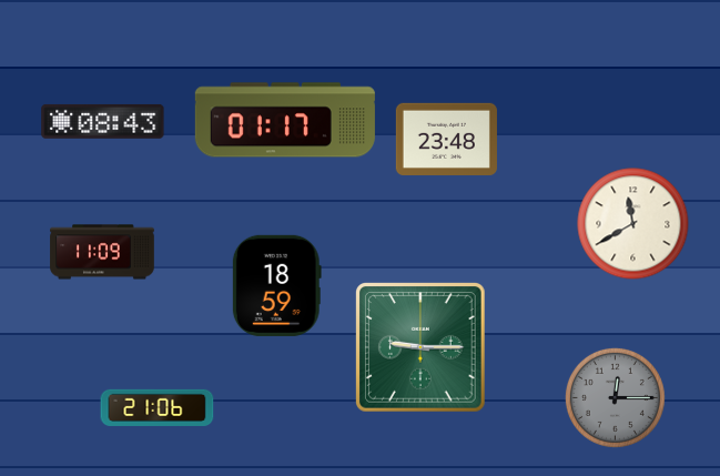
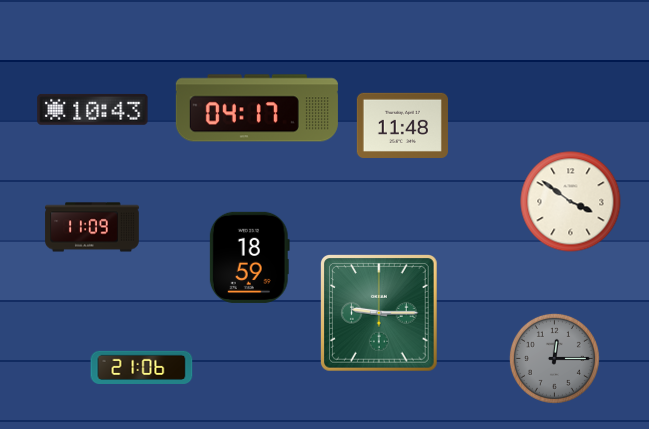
clock at (285, 120): 01:17 -> 04:17
clock at (103, 121): 08:43 -> 10:43
clock at (446, 139): 23:48 -> 11:48
clock at (633, 224): 11:40 -> 3:51
